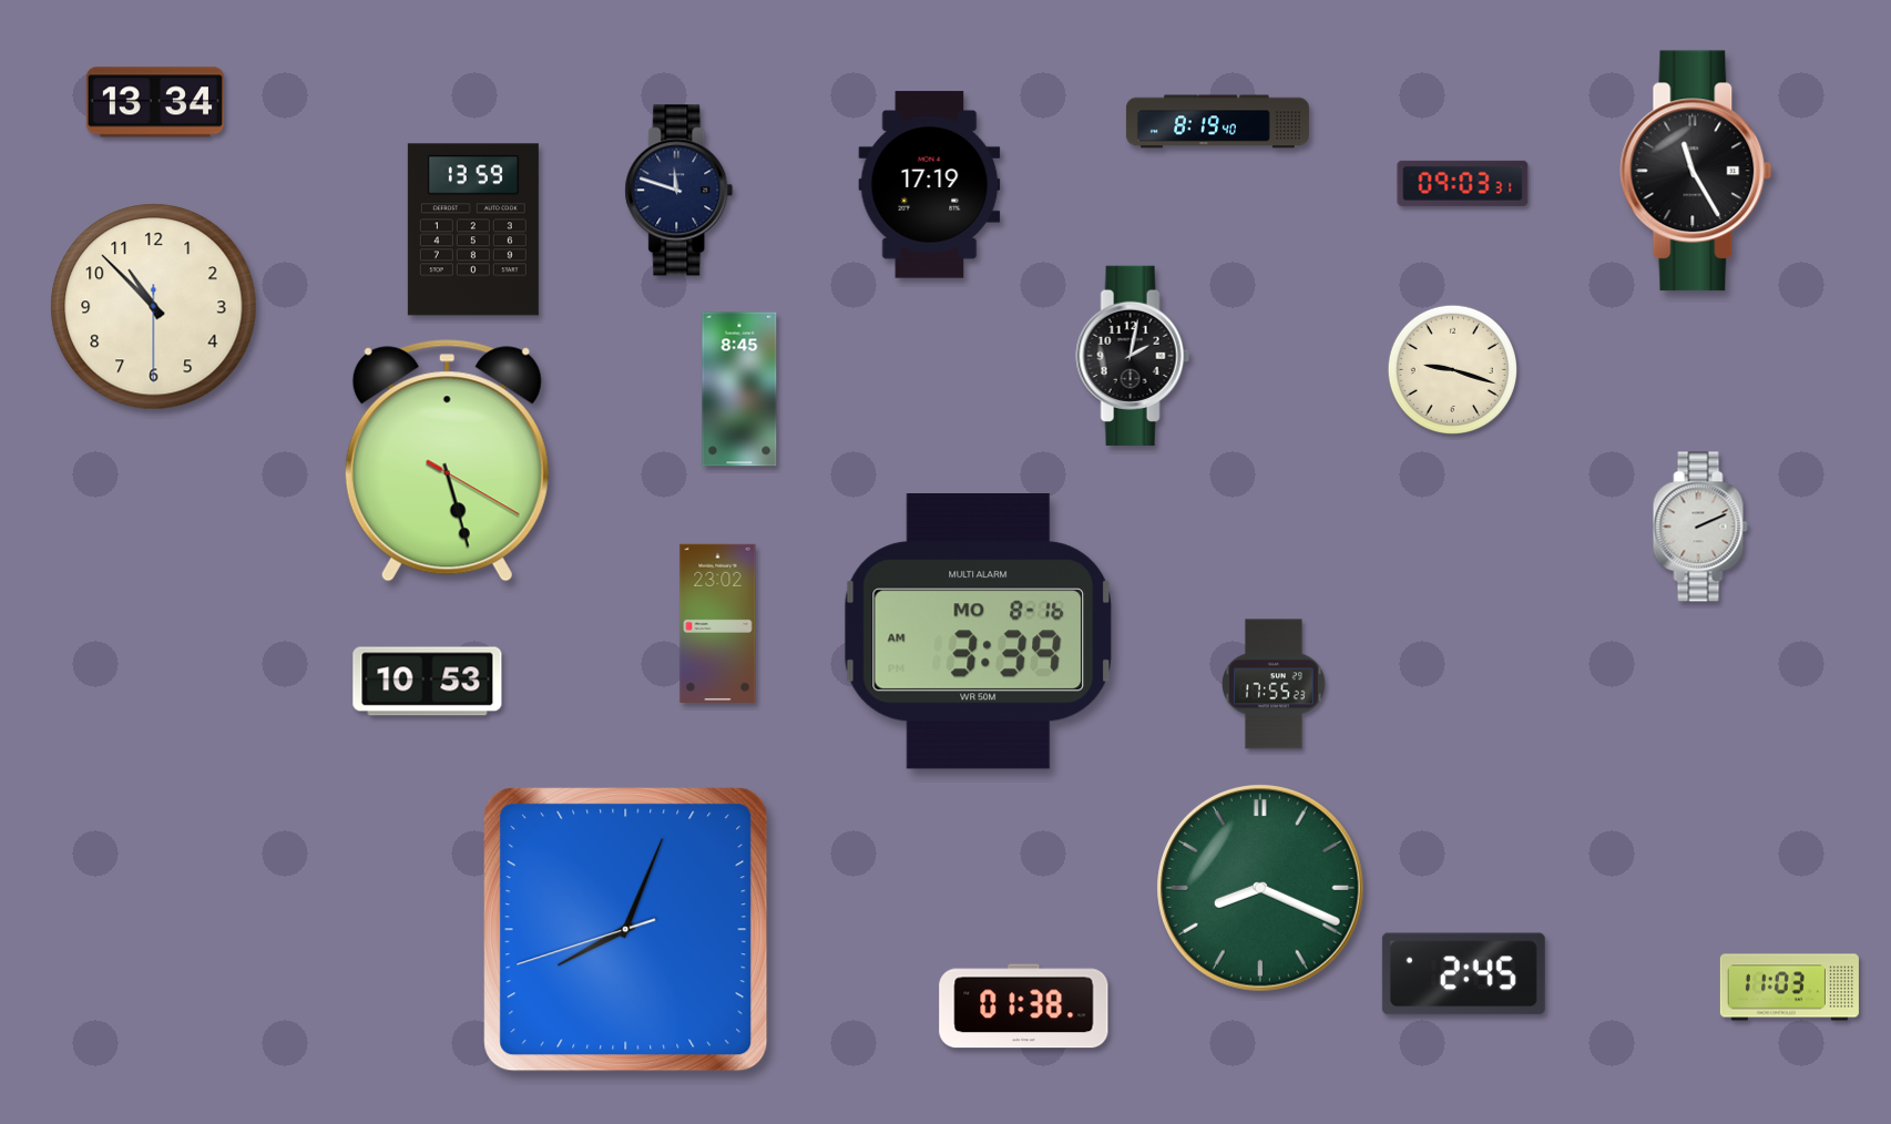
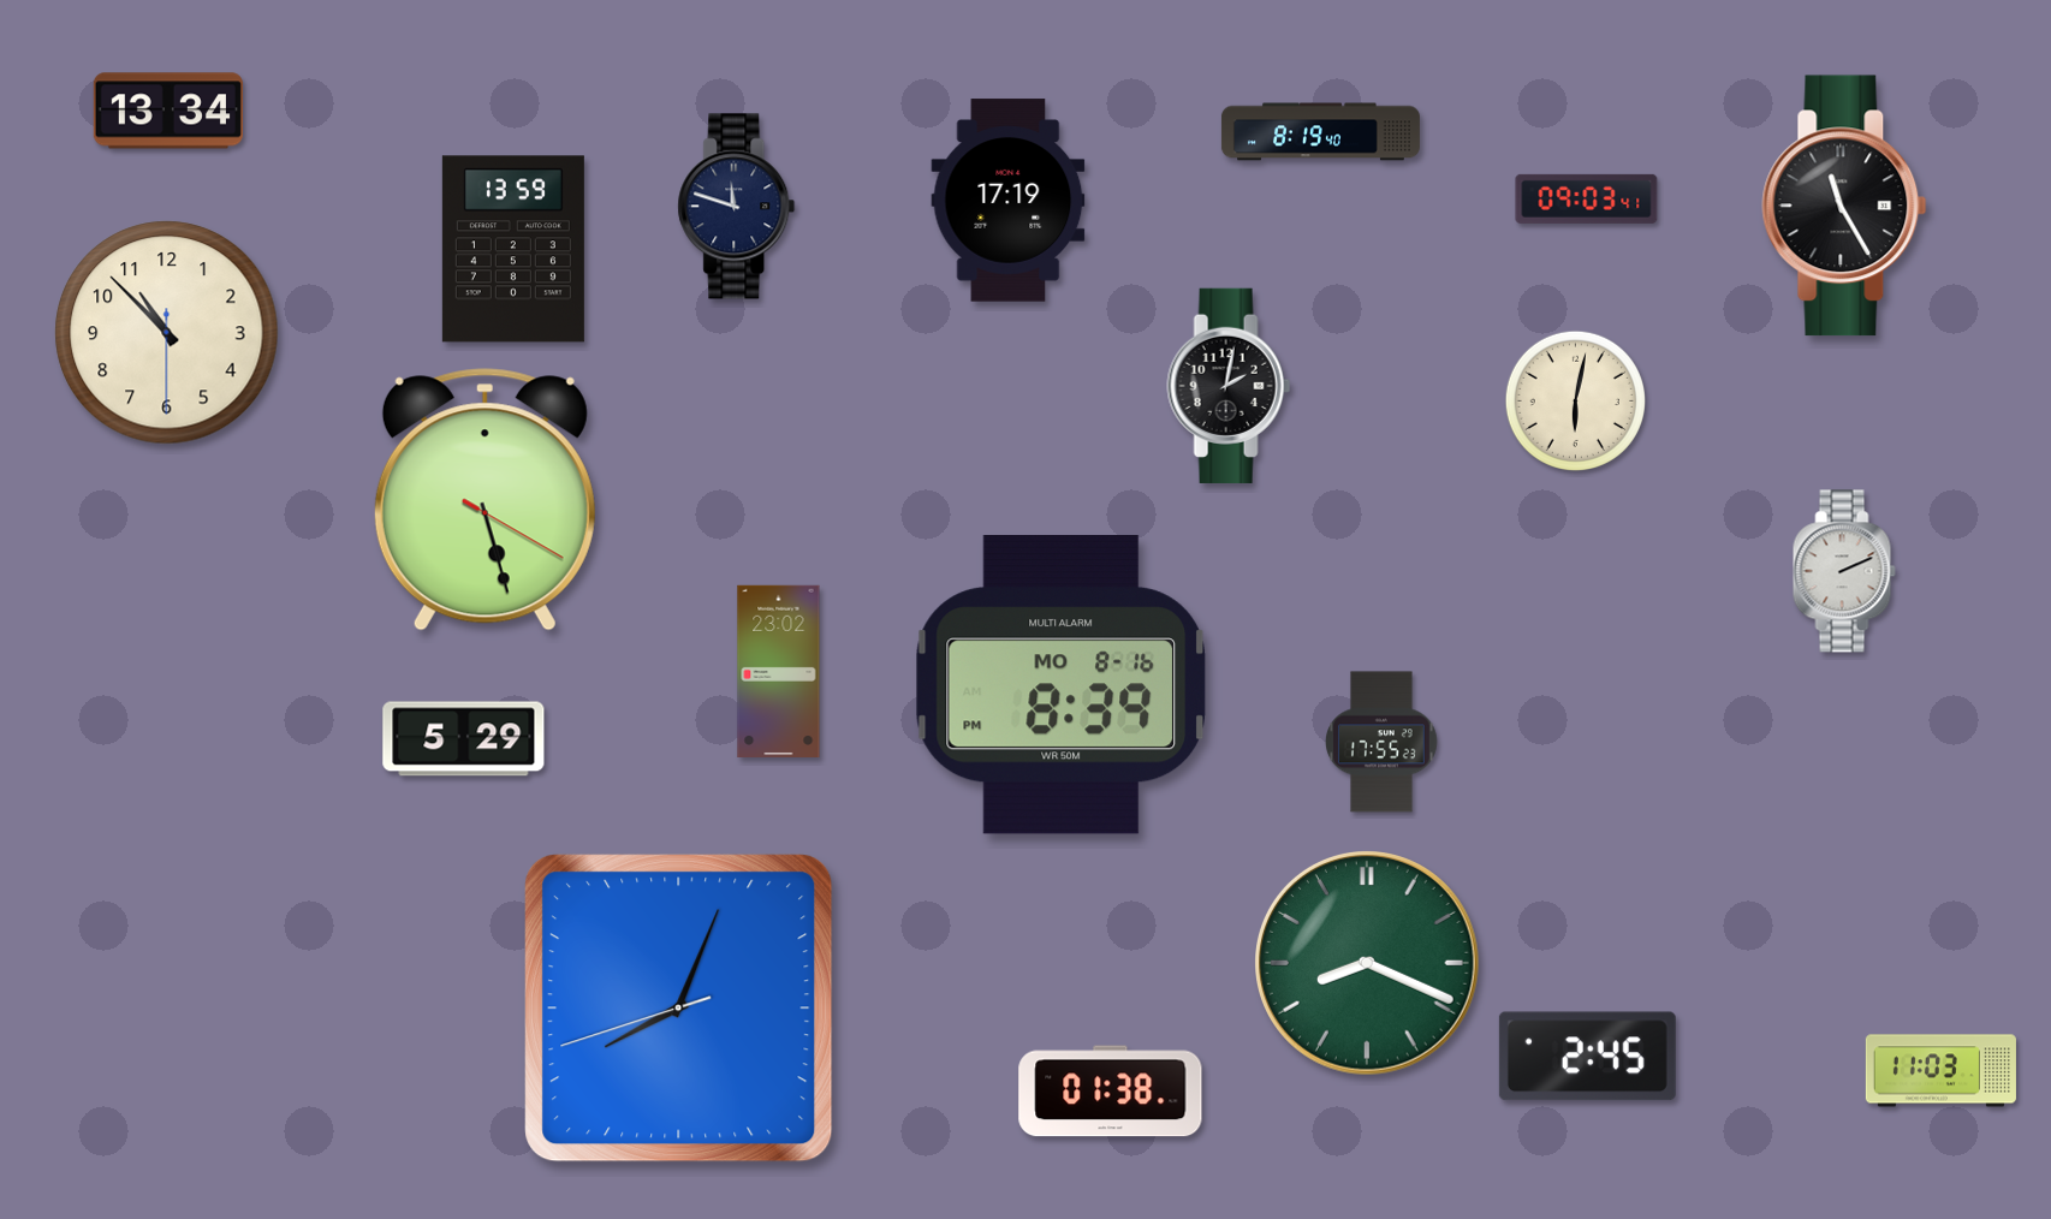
clock at (1696, 171) position: (1696, 171) -> (1844, 206)
clock at (1463, 183): 09:03:31 -> 09:03:41
clock at (1452, 369): 9:18 -> 6:02
clock at (739, 389): 8:45 -> none
clock at (718, 623) position: (718, 623) -> (779, 671)
clock at (978, 632): 3:39 -> 8:39
clock at (428, 682): 10:53 -> 5:29
